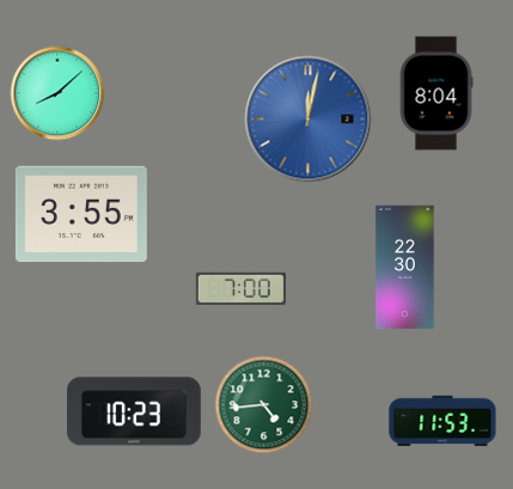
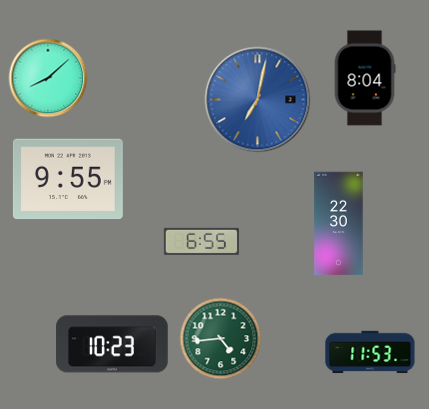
clock at (309, 120): 12:02 -> 7:02
clock at (81, 214): 3:55 -> 9:55
clock at (240, 288): 7:00 -> 6:55
